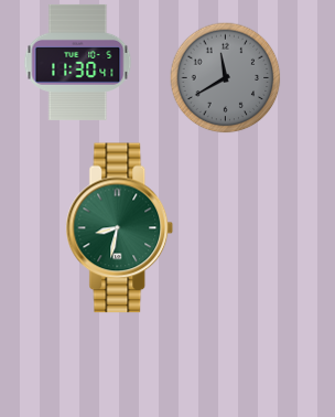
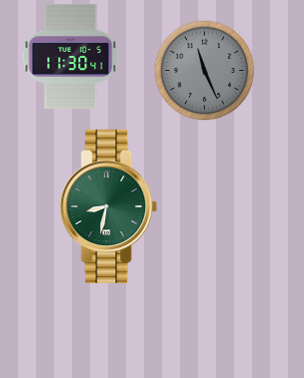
clock at (226, 78): 11:40 -> 11:26
